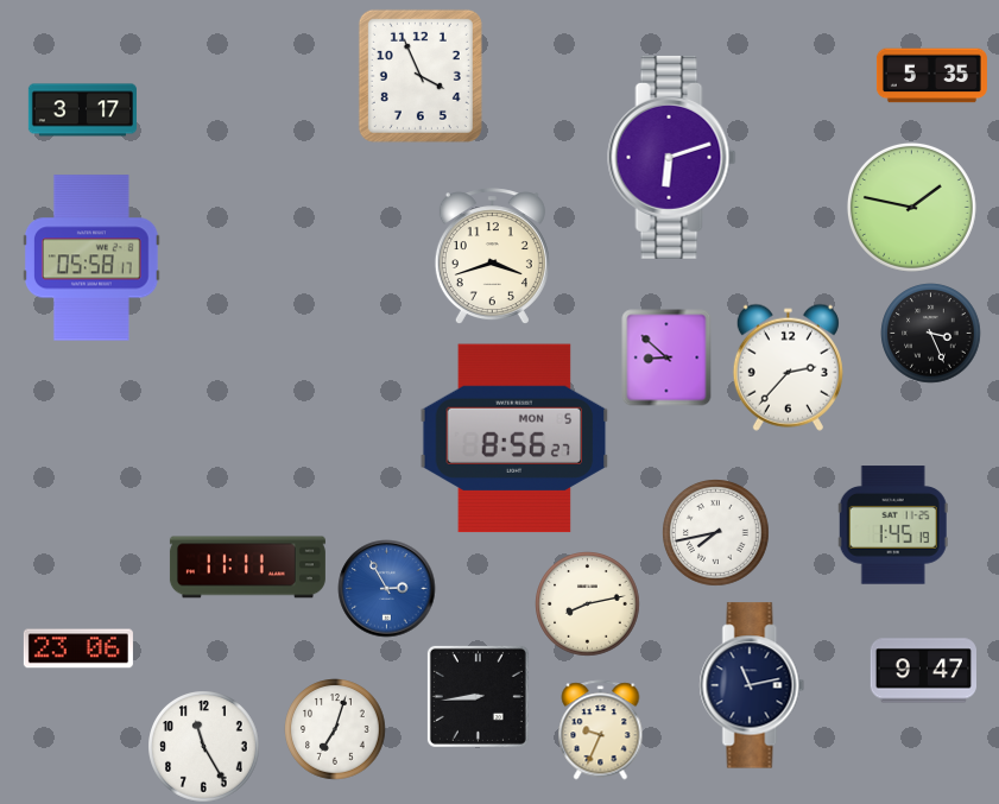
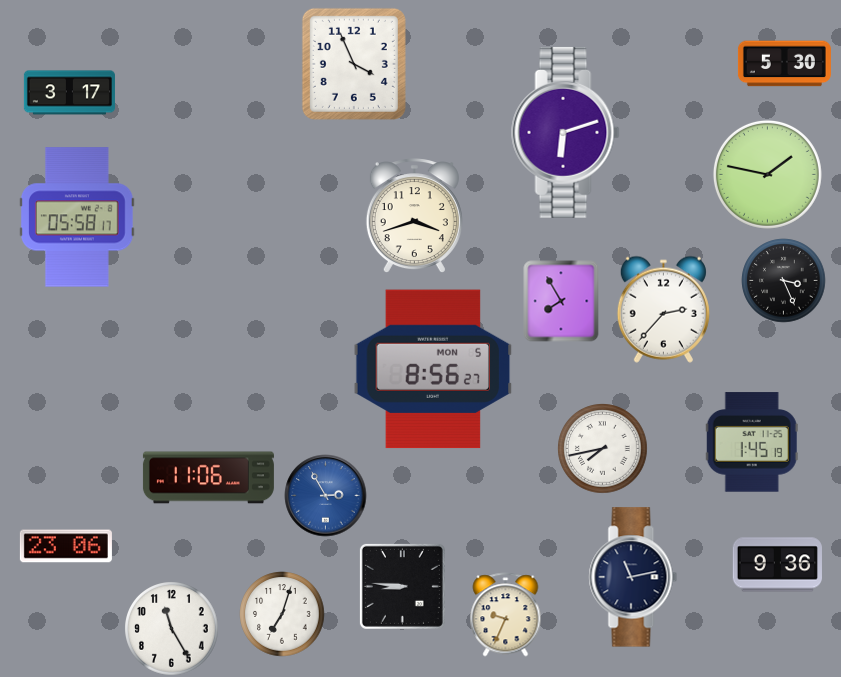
clock at (931, 76): 5:35 -> 5:30
clock at (666, 357): 8:52 -> 7:55
clock at (247, 568): 11:11 -> 11:06
clock at (588, 604): 8:13 -> none
clock at (923, 671): 9:47 -> 9:36
clock at (478, 696): 8:44 -> 8:46
